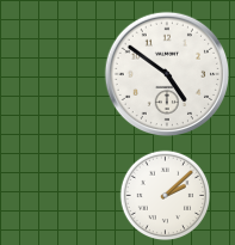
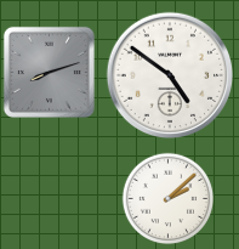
clock at (49, 72): none -> 8:12
